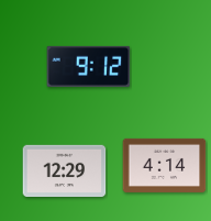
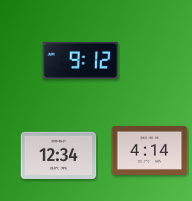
clock at (65, 170): 12:29 -> 12:34
